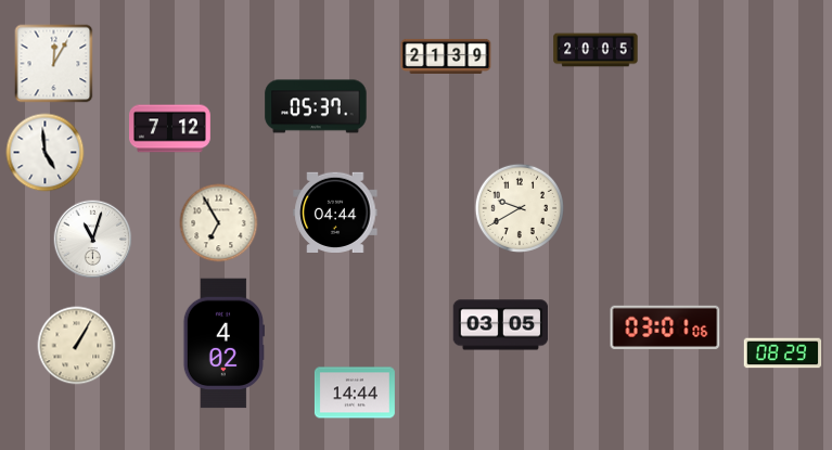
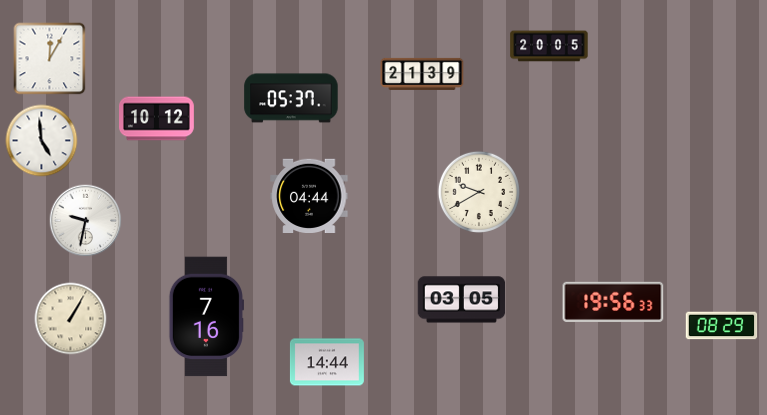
clock at (446, 56) position: (446, 56) -> (422, 74)
clock at (170, 129): 7:12 -> 10:12
clock at (219, 223): 6:55 -> none
clock at (93, 240): 11:03 -> 9:32
clock at (665, 327): 03:01 -> 19:56
clock at (223, 344): 4:02 -> 7:16
